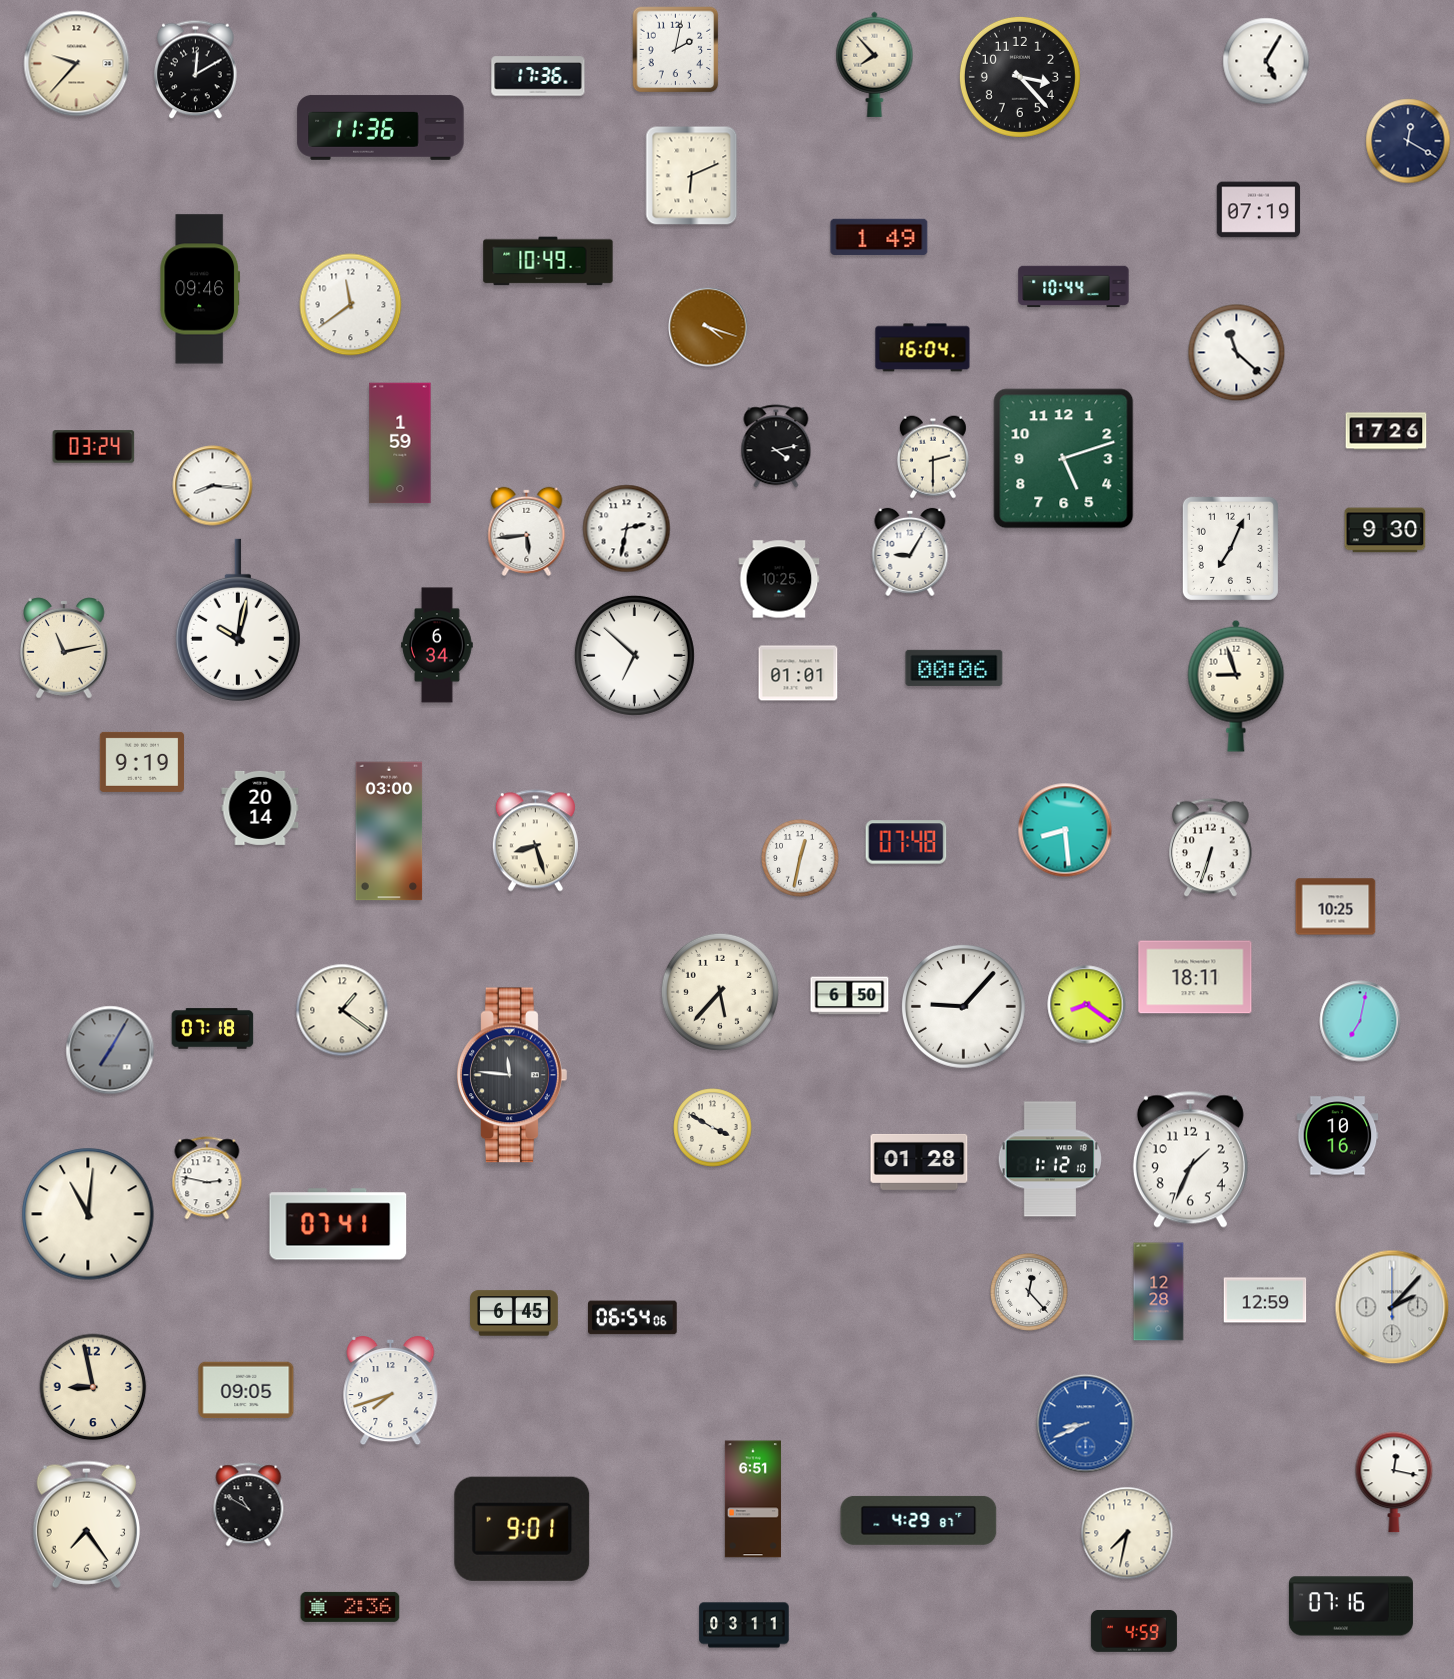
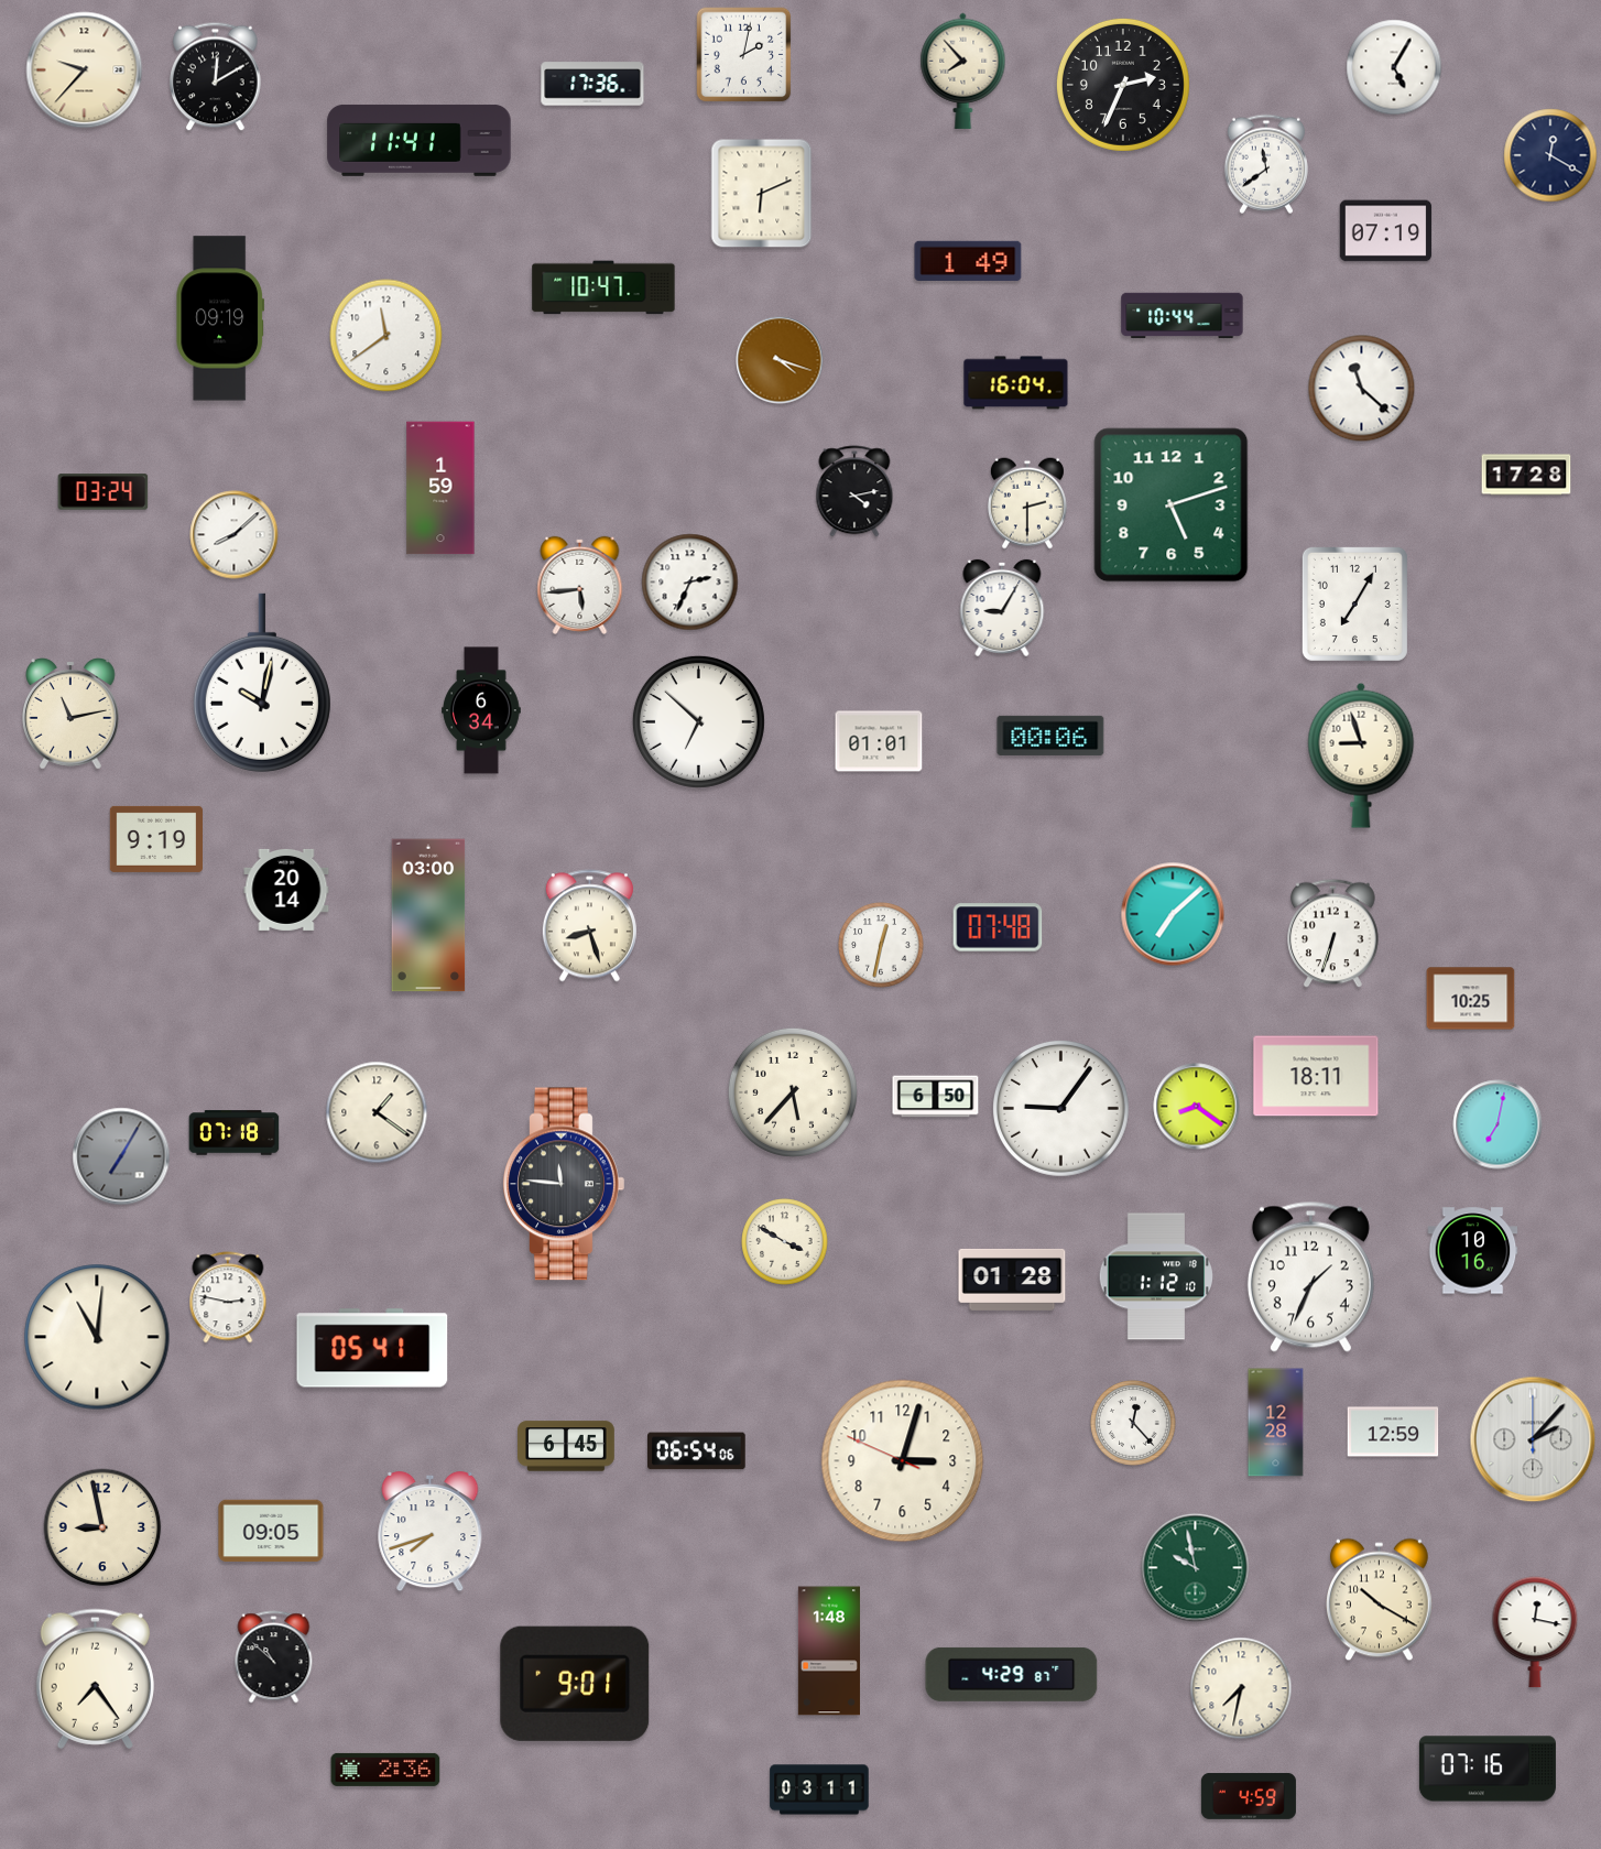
clock at (1020, 77): 3:23 -> 2:34
clock at (381, 127): 11:36 -> 11:41
clock at (1266, 164): none -> 11:39
clock at (548, 261): 10:49 -> 10:47
clock at (200, 289): 09:46 -> 09:19
clock at (1386, 431): 17:26 -> 17:28
clock at (213, 486): 8:16 -> 8:08
clock at (627, 529): 2:32 -> 2:34
clock at (1385, 530): 9:30 -> none
clock at (1230, 548): 7:04 -> 7:05
clock at (779, 579): 10:25 -> none
clock at (1065, 830): 8:29 -> 7:08
clock at (964, 1007): 9:07 -> 9:06
clock at (338, 1224): 07:41 -> 05:41
clock at (903, 1461): none -> 3:02
clock at (1086, 1424): 8:41 -> 9:58
clock at (1086, 1424) dial: blue -> green
clock at (1380, 1600): none -> 10:20
clock at (753, 1499): 6:51 -> 1:48
clock at (249, 1505): 10:50 -> 10:52
